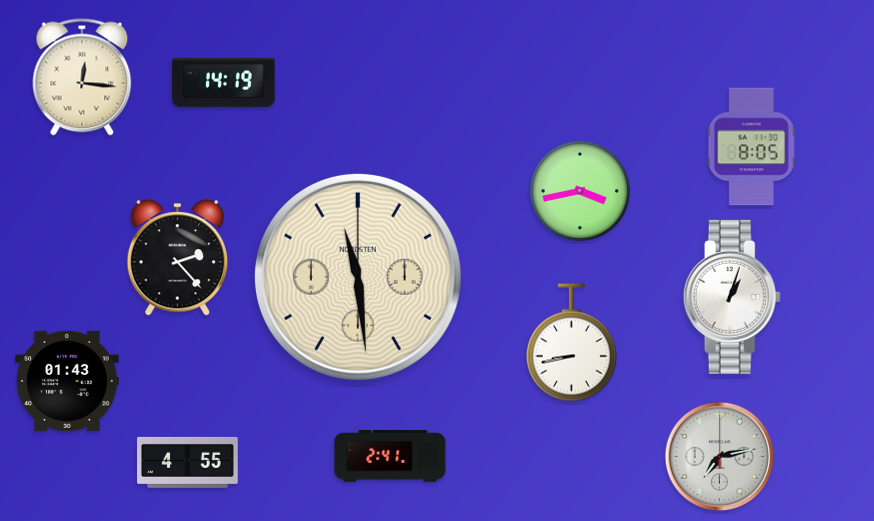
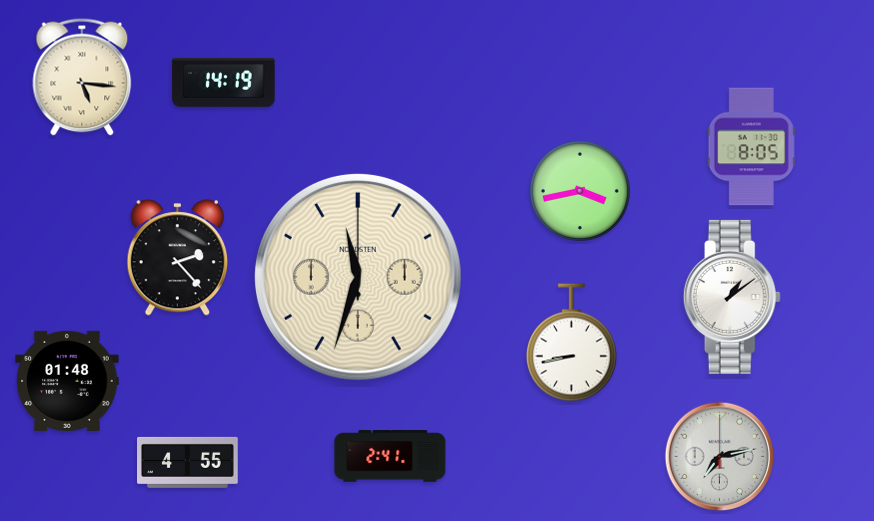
clock at (82, 77): 12:16 -> 5:16
clock at (358, 277): 11:29 -> 11:33
clock at (732, 297): 1:03 -> 1:09
clock at (67, 381): 01:43 -> 01:48
